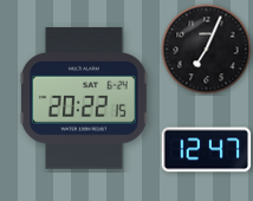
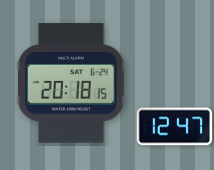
clock at (207, 50): 7:04 -> none
clock at (84, 98): 20:22 -> 20:18
